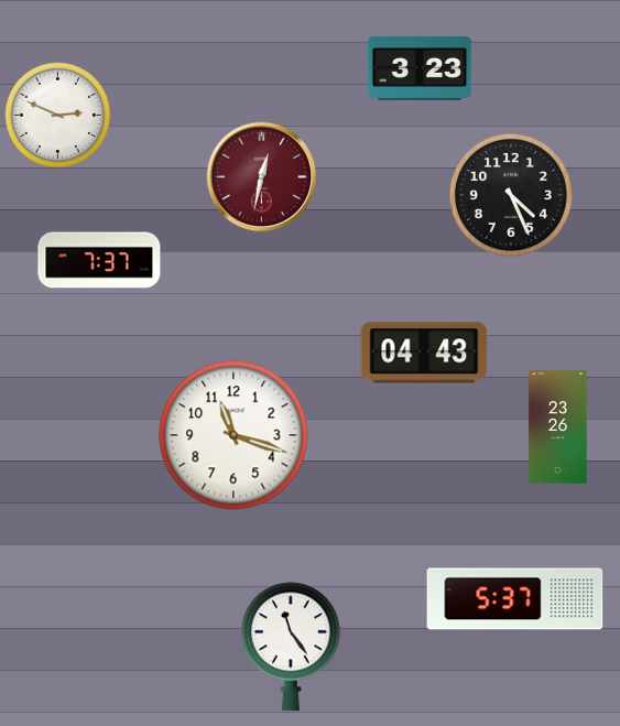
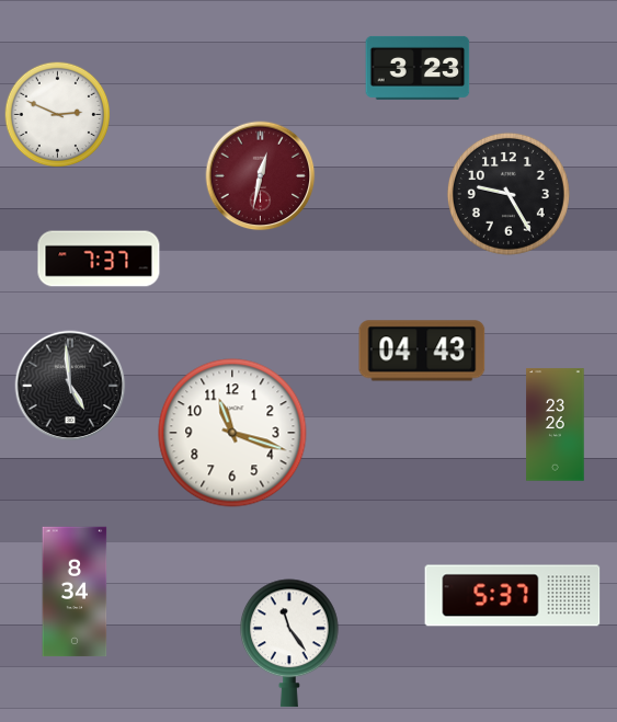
clock at (511, 195): 4:26 -> 9:25
clock at (70, 386): none -> 4:59
clock at (75, 592): none -> 8:34
